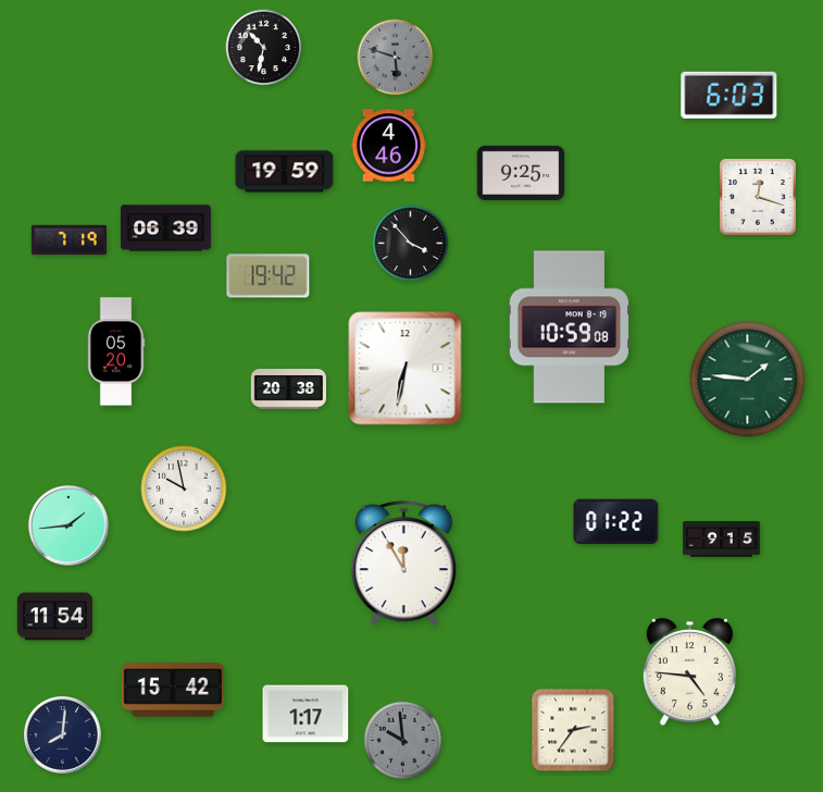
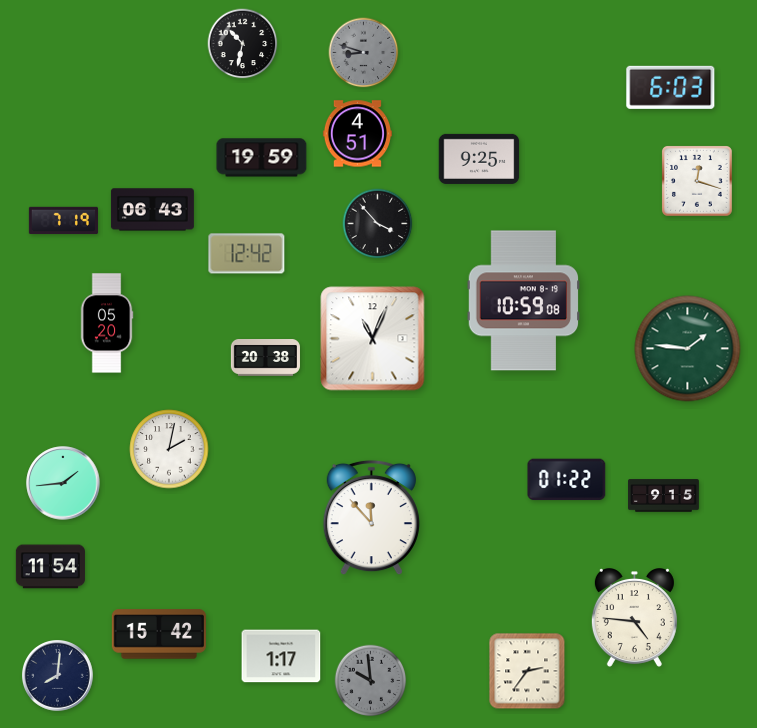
clock at (396, 58): 5:48 -> 8:48
clock at (388, 146): 4:46 -> 4:51
clock at (165, 228): 06:39 -> 06:43
clock at (269, 276): 19:42 -> 12:42
clock at (406, 369): 6:32 -> 11:04
clock at (184, 488): 9:58 -> 2:02
clock at (403, 564): 11:55 -> 11:53
